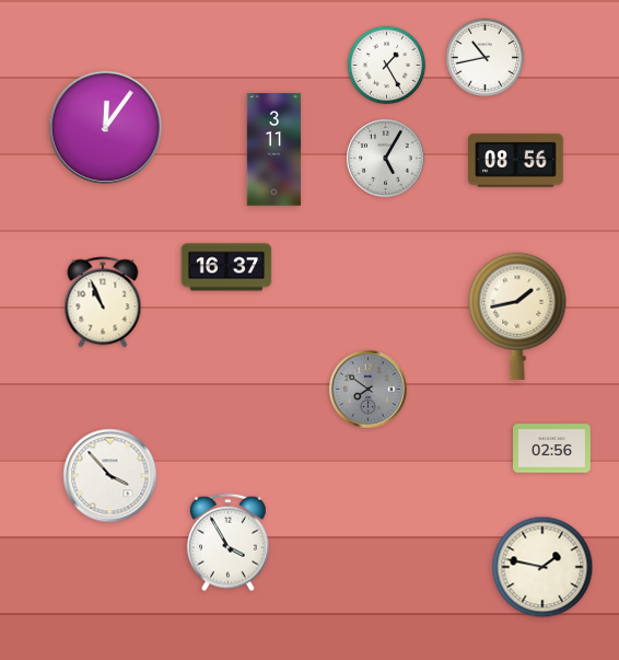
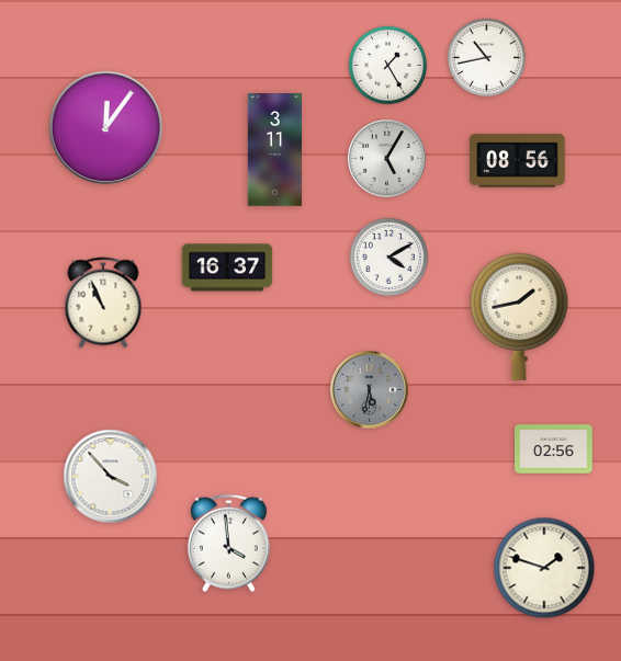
clock at (389, 258): none -> 4:10
clock at (369, 390): 7:51 -> 5:32
clock at (227, 543): 3:55 -> 3:59
clock at (542, 567): 1:47 -> 1:48
